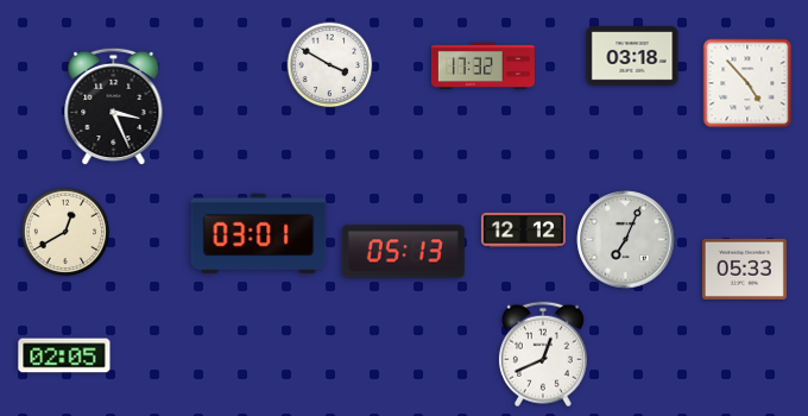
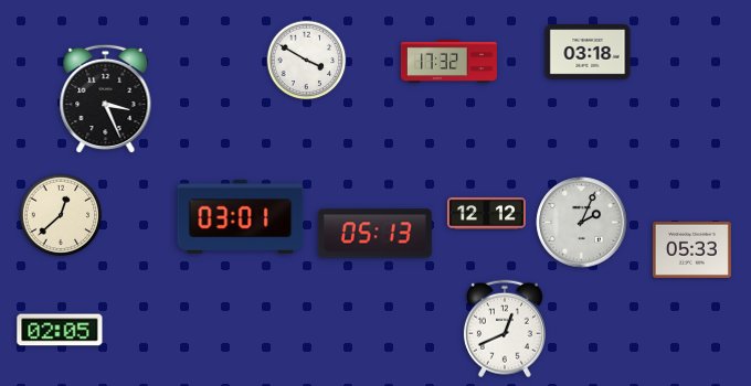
clock at (747, 83): 4:53 -> none
clock at (65, 232): 12:40 -> 12:38
clock at (626, 240): 7:04 -> 2:04
